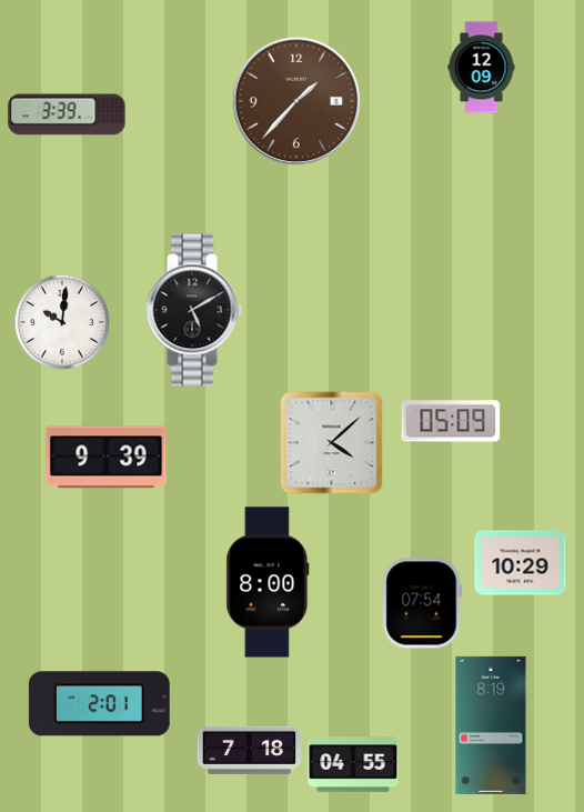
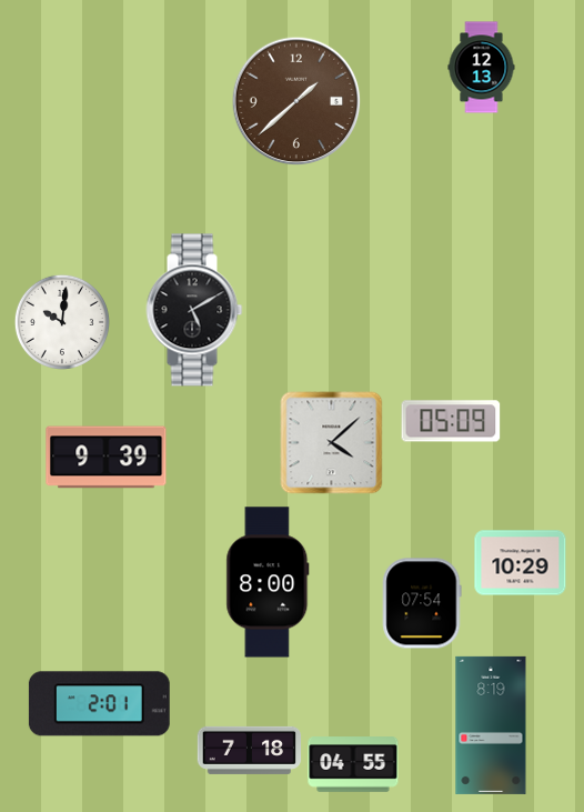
clock at (482, 68): 12:09 -> 12:13
clock at (296, 101): 1:37 -> 1:38
clock at (67, 114): 3:39 -> none
